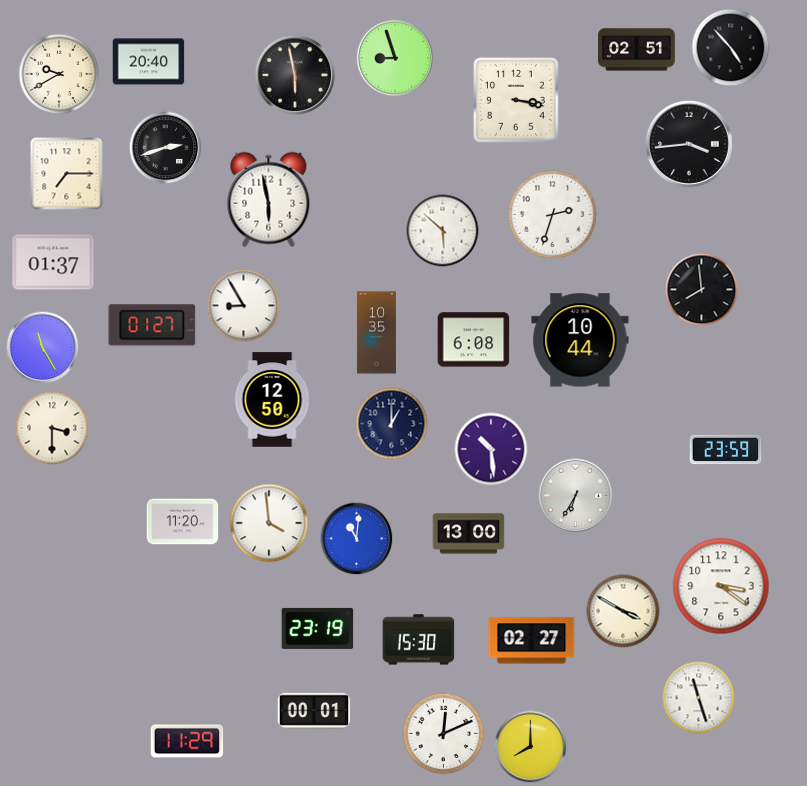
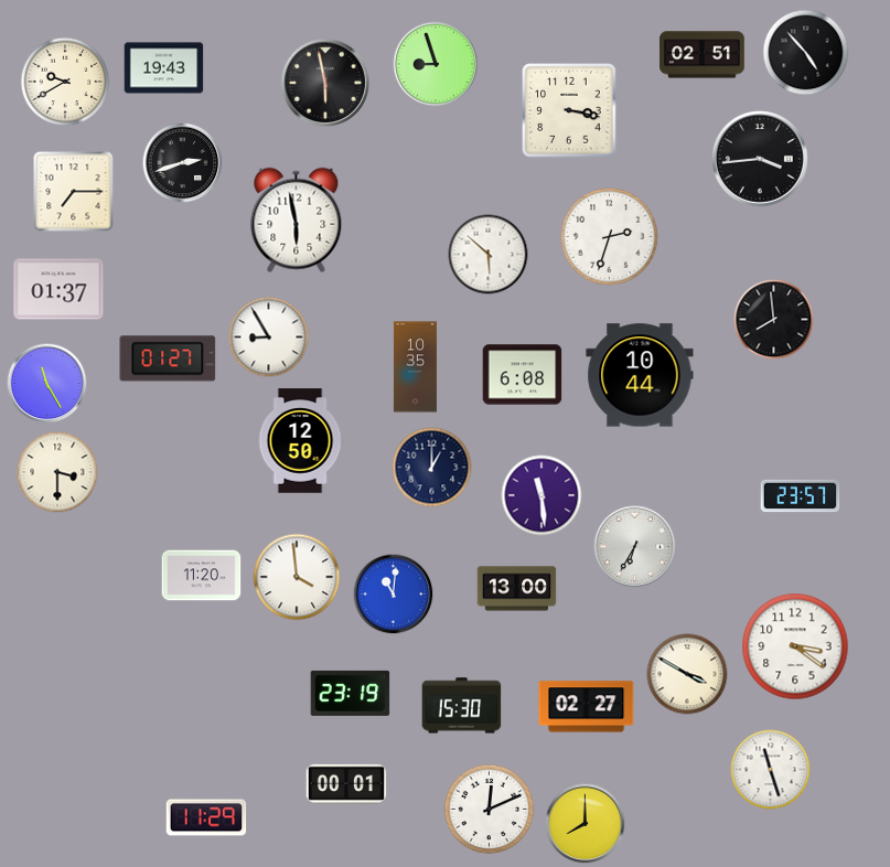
clock at (149, 62): 20:40 -> 19:43
clock at (491, 449): 10:29 -> 11:29
clock at (726, 450): 23:59 -> 23:57
